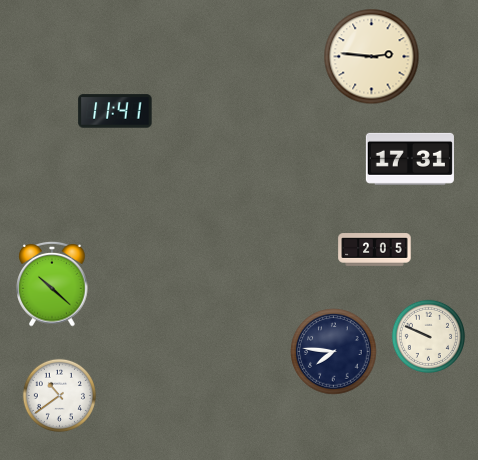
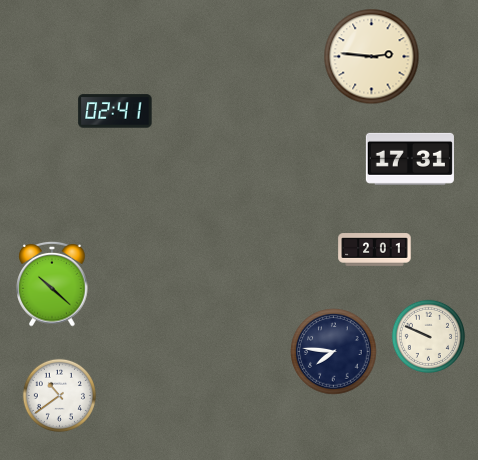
clock at (115, 111): 11:41 -> 02:41
clock at (375, 250): 2:05 -> 2:01
